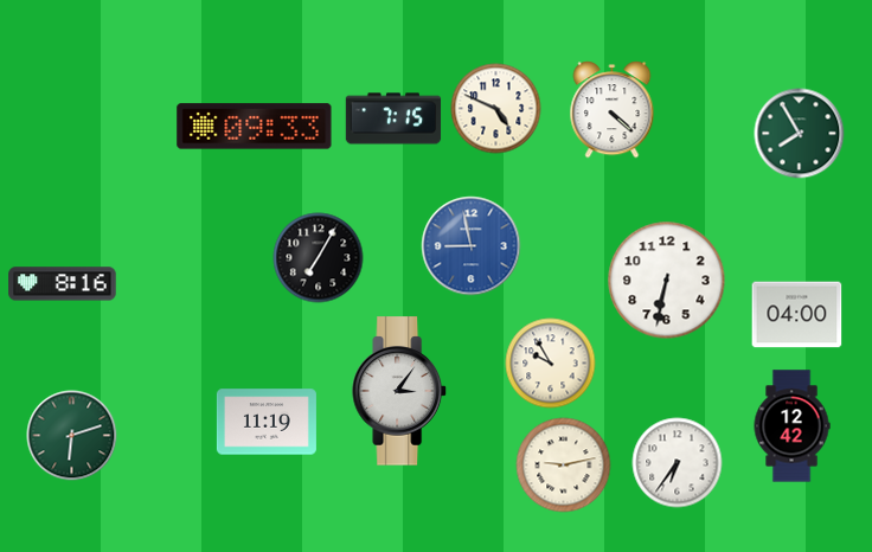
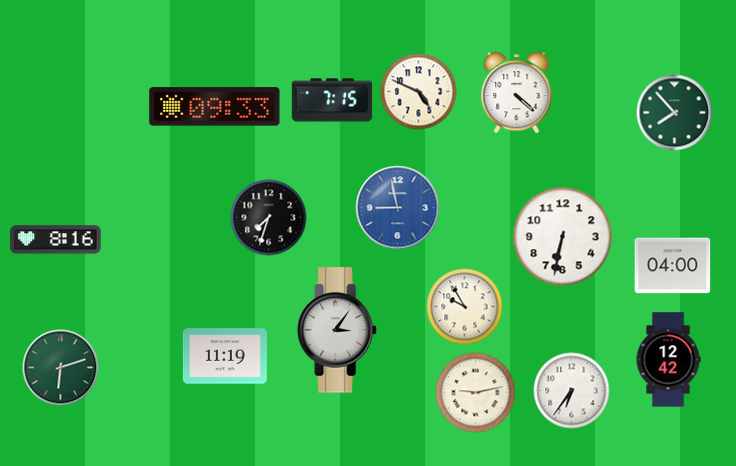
clock at (800, 134): 7:55 -> 7:53
clock at (319, 258): 7:05 -> 7:33
clock at (63, 284) position: (63, 284) -> (56, 240)
